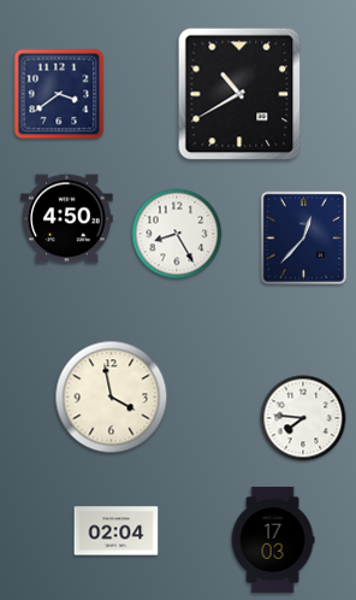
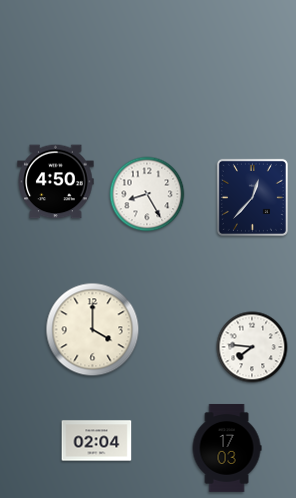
clock at (59, 94): 3:39 -> none
clock at (239, 94): 10:40 -> none
clock at (112, 398): 3:58 -> 4:00
